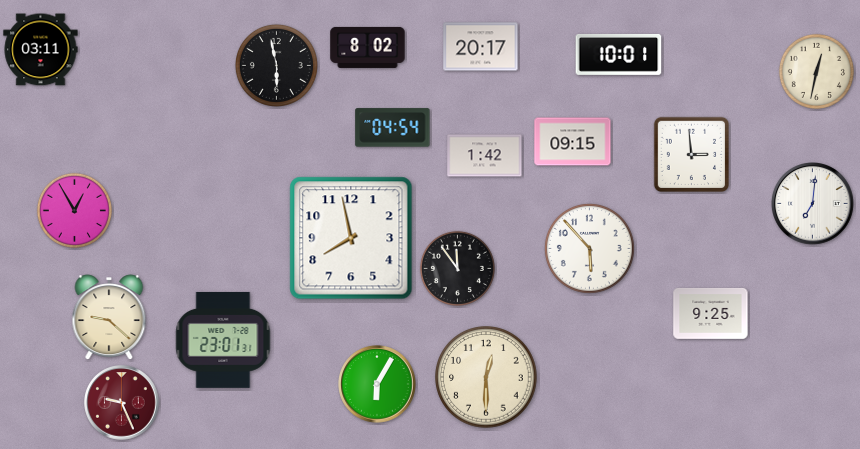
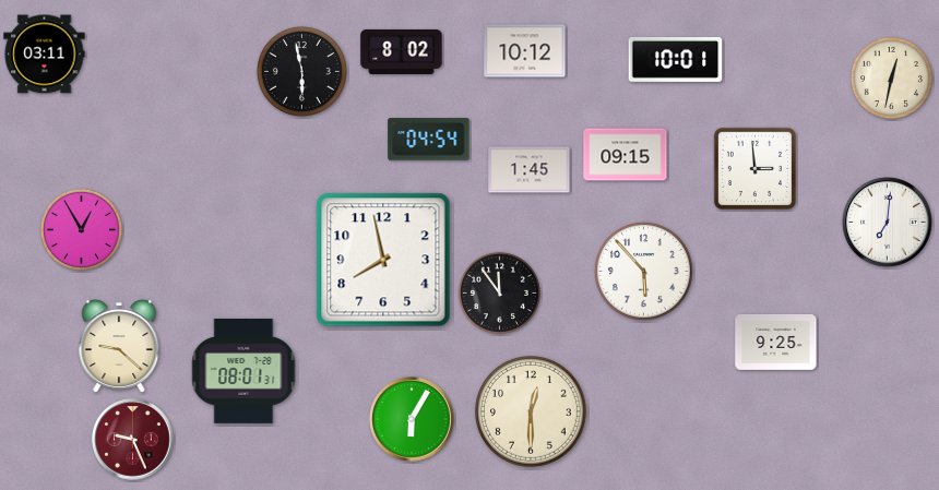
clock at (481, 47): 20:17 -> 10:12
clock at (485, 156): 1:42 -> 1:45
clock at (223, 340): 23:01 -> 08:01
